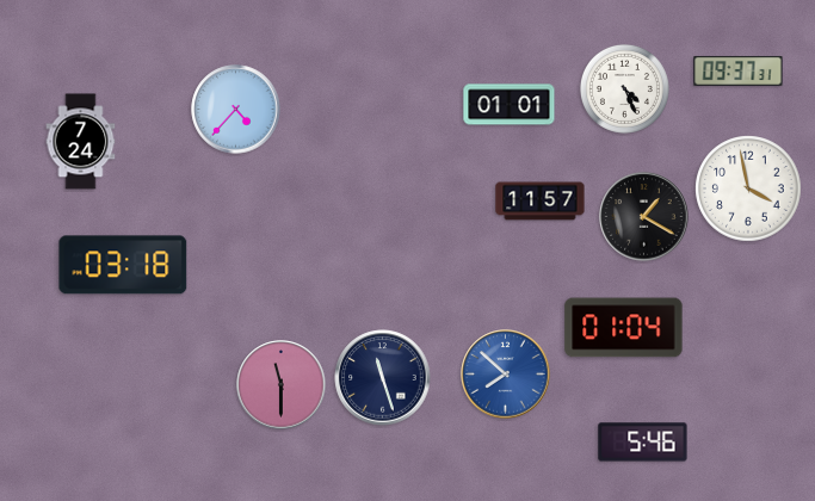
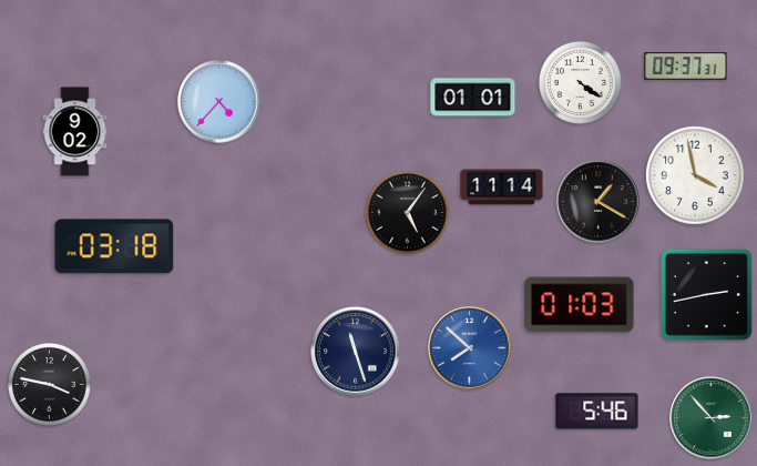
clock at (624, 88): 4:26 -> 4:21
clock at (81, 142): 7:24 -> 9:02
clock at (541, 202): 11:57 -> 11:14
clock at (407, 212): none -> 5:06
clock at (706, 294): none -> 2:43
clock at (624, 328): 01:04 -> 01:03
clock at (282, 385): 11:30 -> none
clock at (49, 384): none -> 3:47
clock at (712, 418): none -> 2:53
